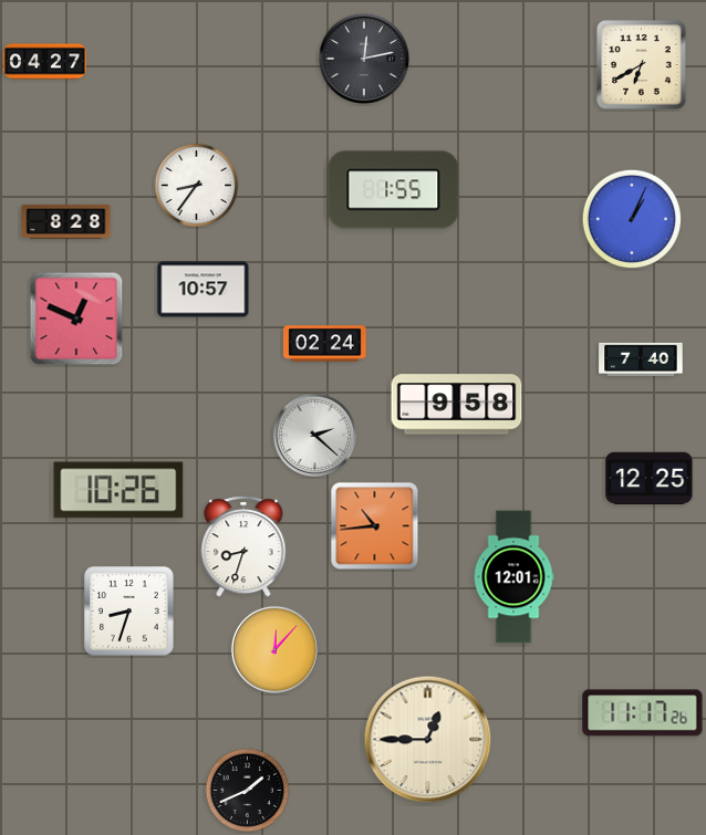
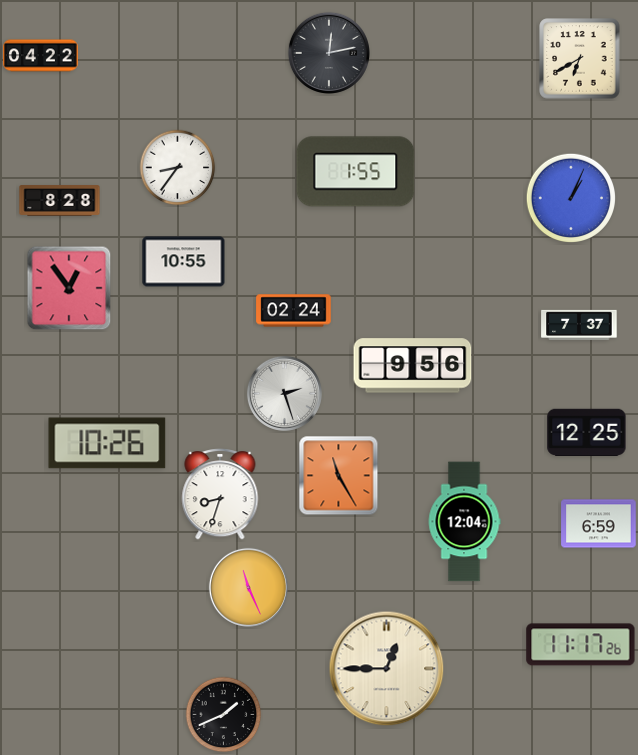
clock at (45, 62): 04:27 -> 04:22
clock at (204, 290): 10:57 -> 10:55
clock at (76, 319): 12:49 -> 12:54
clock at (641, 359): 7:40 -> 7:37
clock at (457, 405): 9:58 -> 9:56
clock at (314, 435): 2:22 -> 2:27
clock at (375, 526): 10:44 -> 11:25
clock at (513, 577): 12:01 -> 12:04
clock at (599, 524): none -> 6:59
clock at (129, 612): 8:33 -> none
clock at (274, 649): 12:07 -> 11:26
